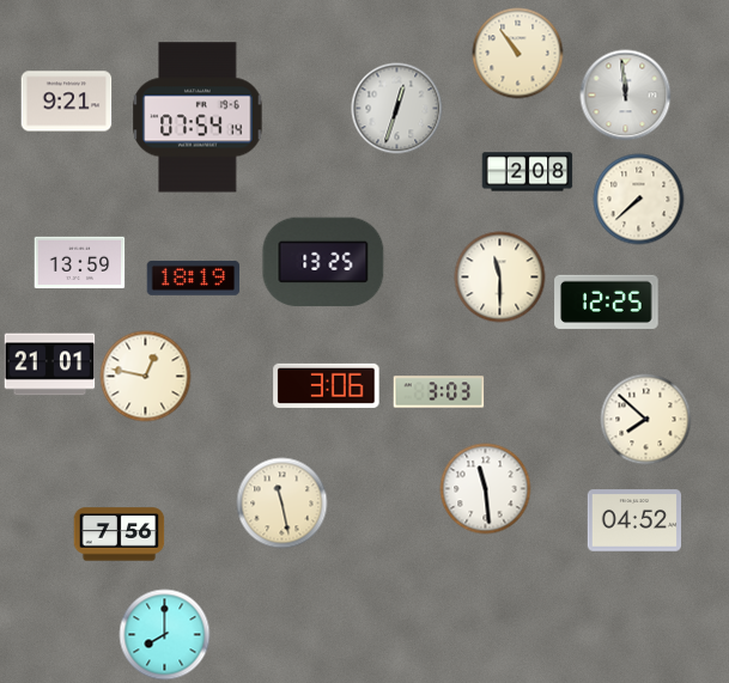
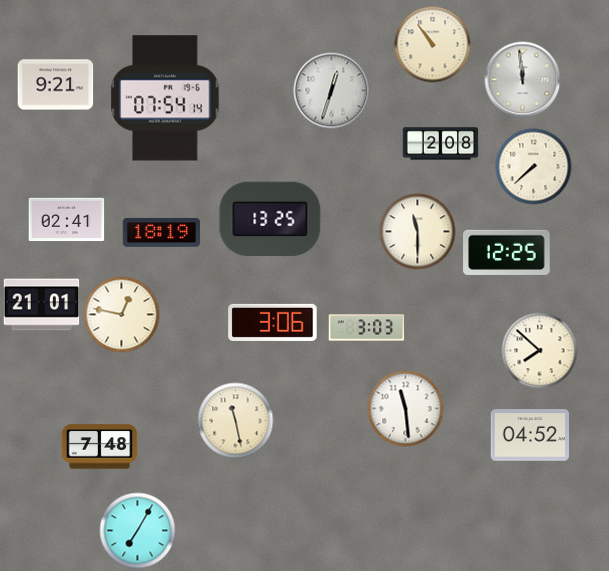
clock at (80, 263): 13:59 -> 02:41
clock at (120, 535): 7:56 -> 7:48
clock at (165, 635): 8:00 -> 7:05
